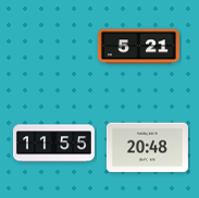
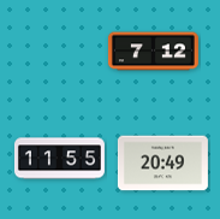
clock at (138, 47): 5:21 -> 7:12
clock at (147, 148): 20:48 -> 20:49
